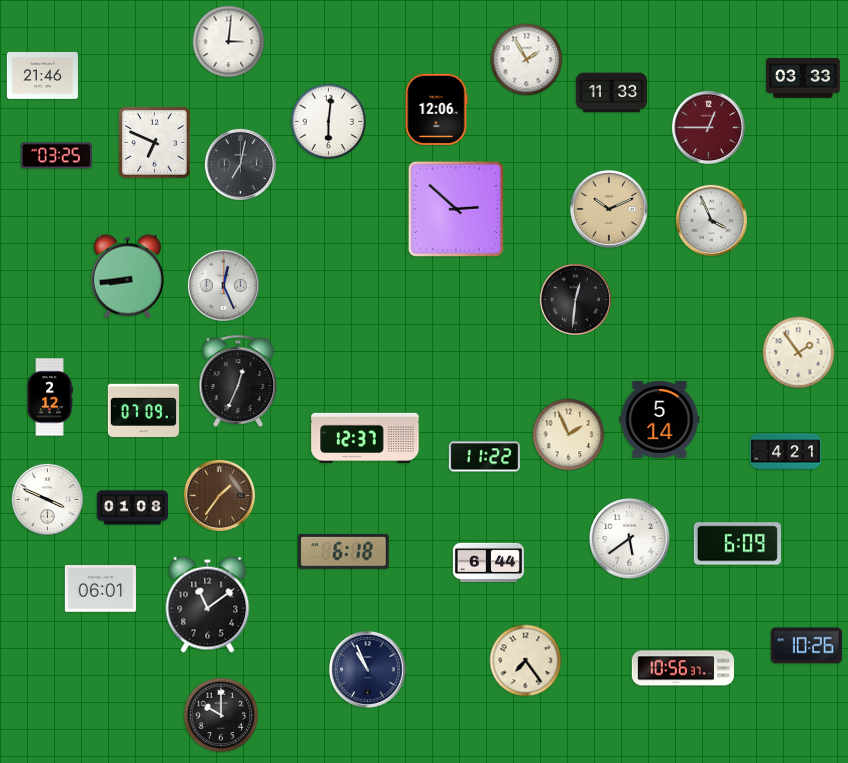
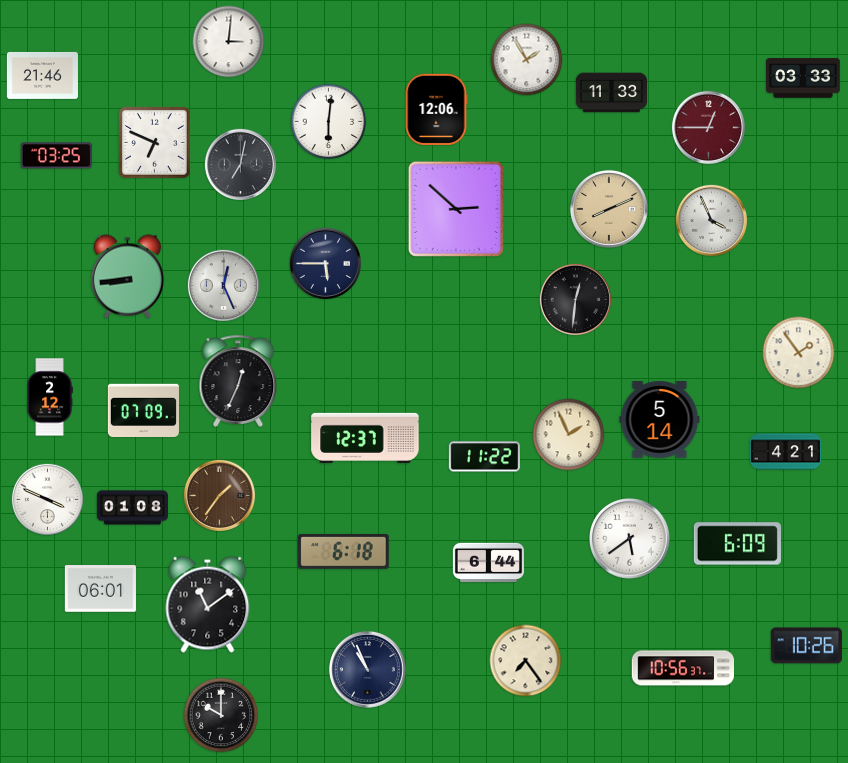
clock at (609, 209): 10:11 -> 8:11
clock at (325, 263): none -> 5:45
